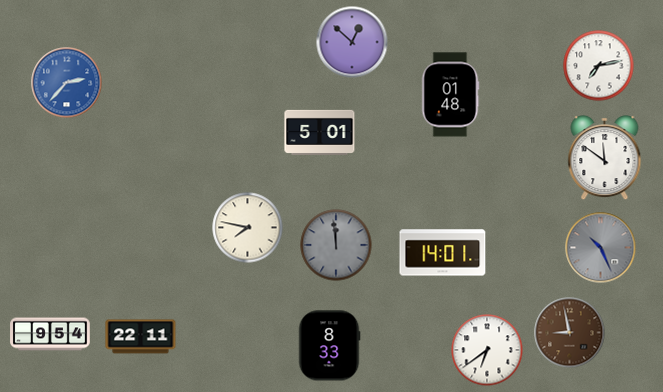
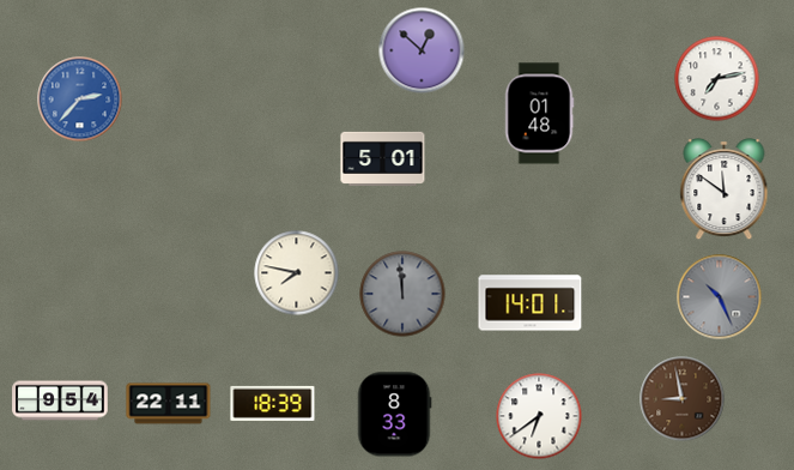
clock at (273, 403): none -> 18:39
clock at (487, 350) position: (487, 350) -> (539, 416)
